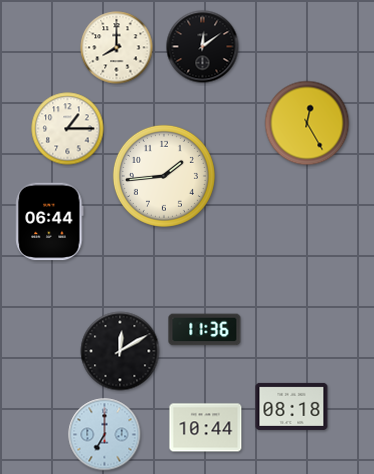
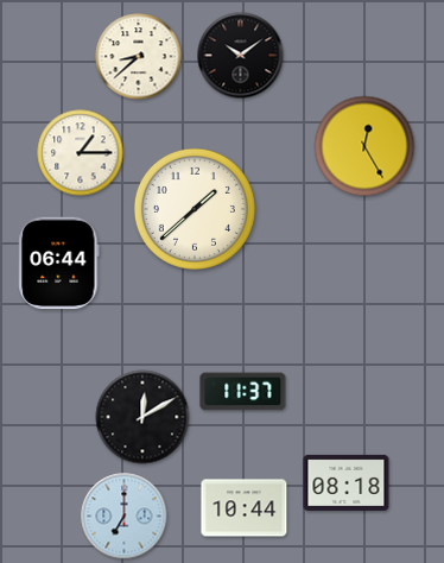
clock at (203, 47): 12:09 -> 10:09
clock at (117, 48): 8:00 -> 8:38
clock at (164, 176): 1:44 -> 1:38
clock at (205, 330): 11:36 -> 11:37
